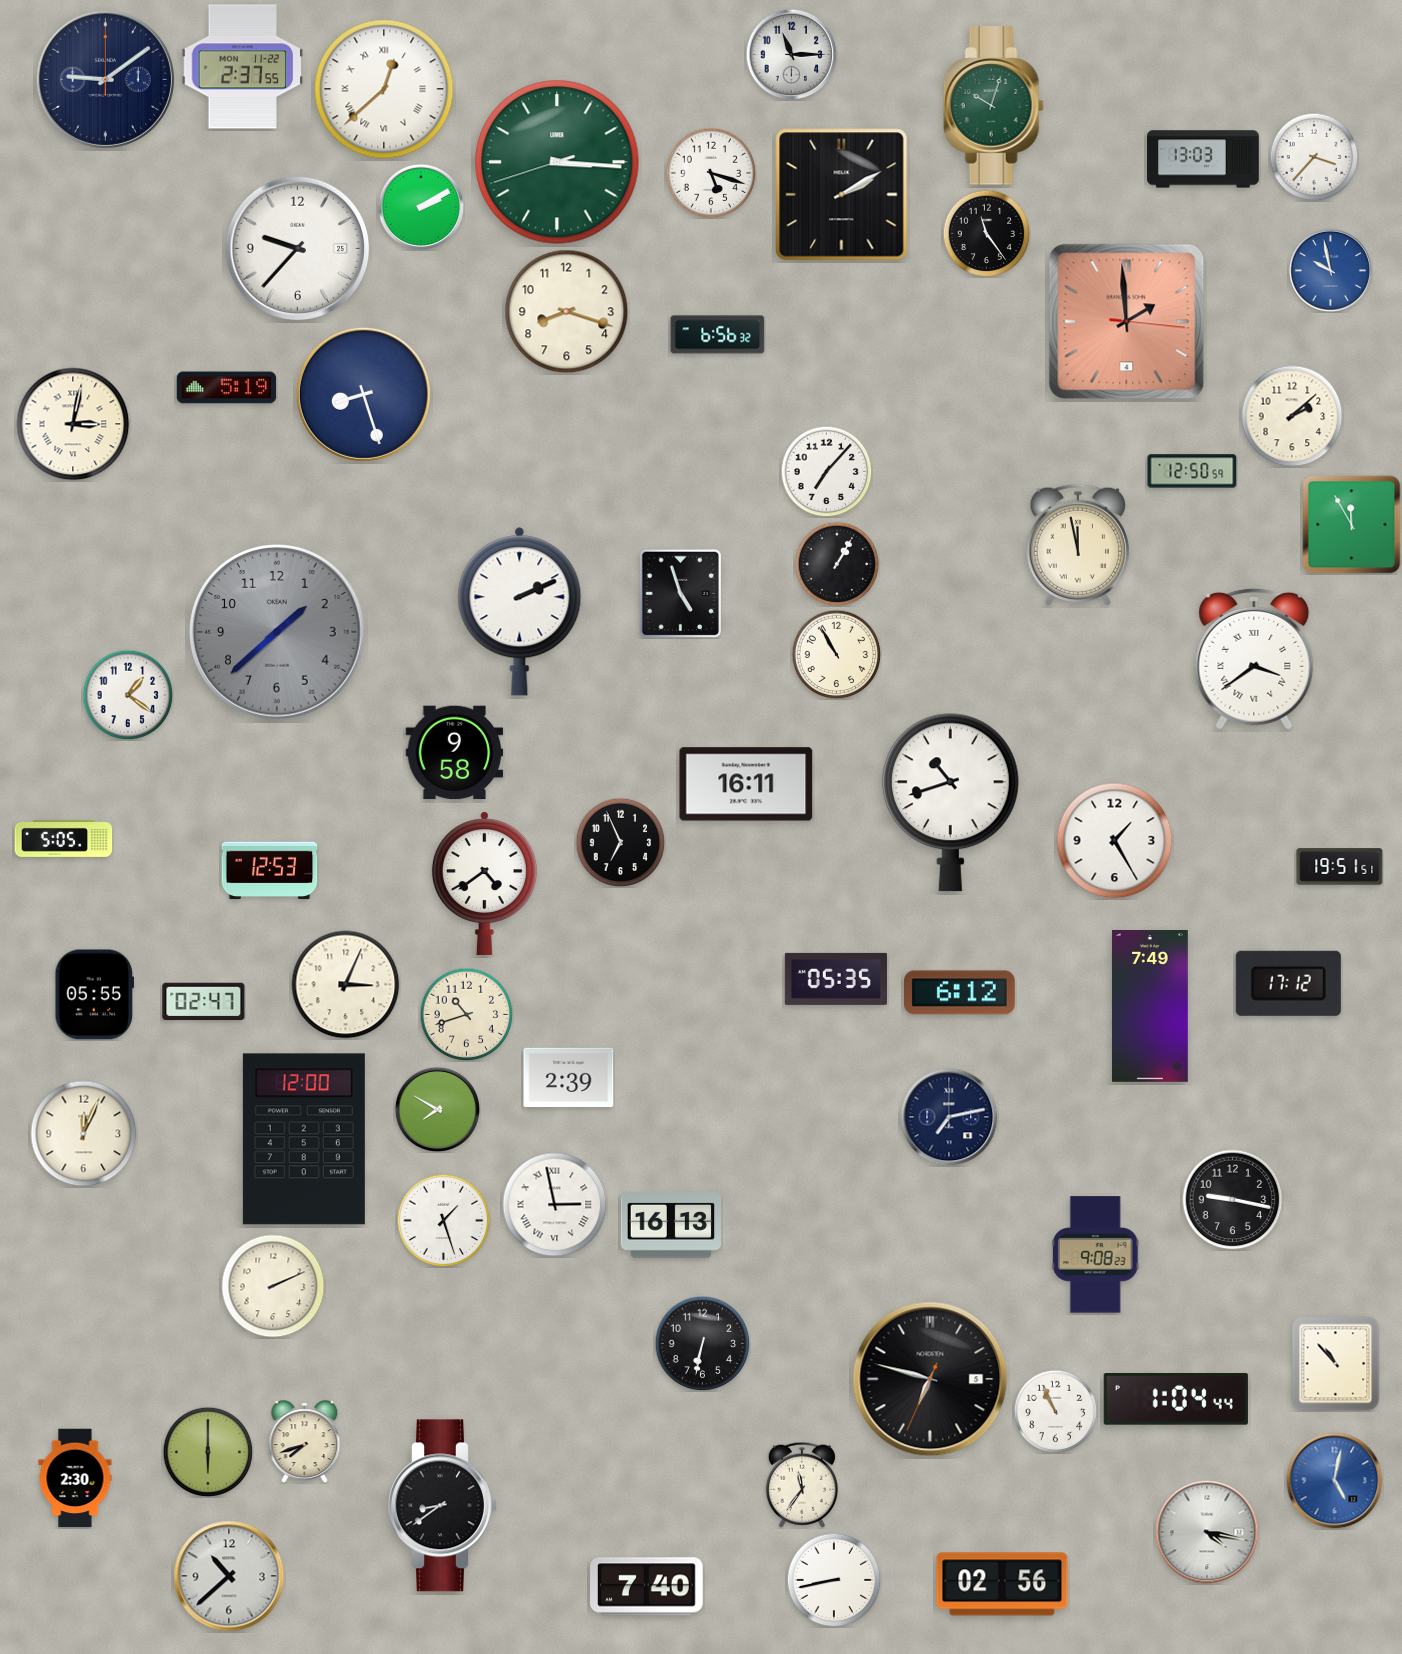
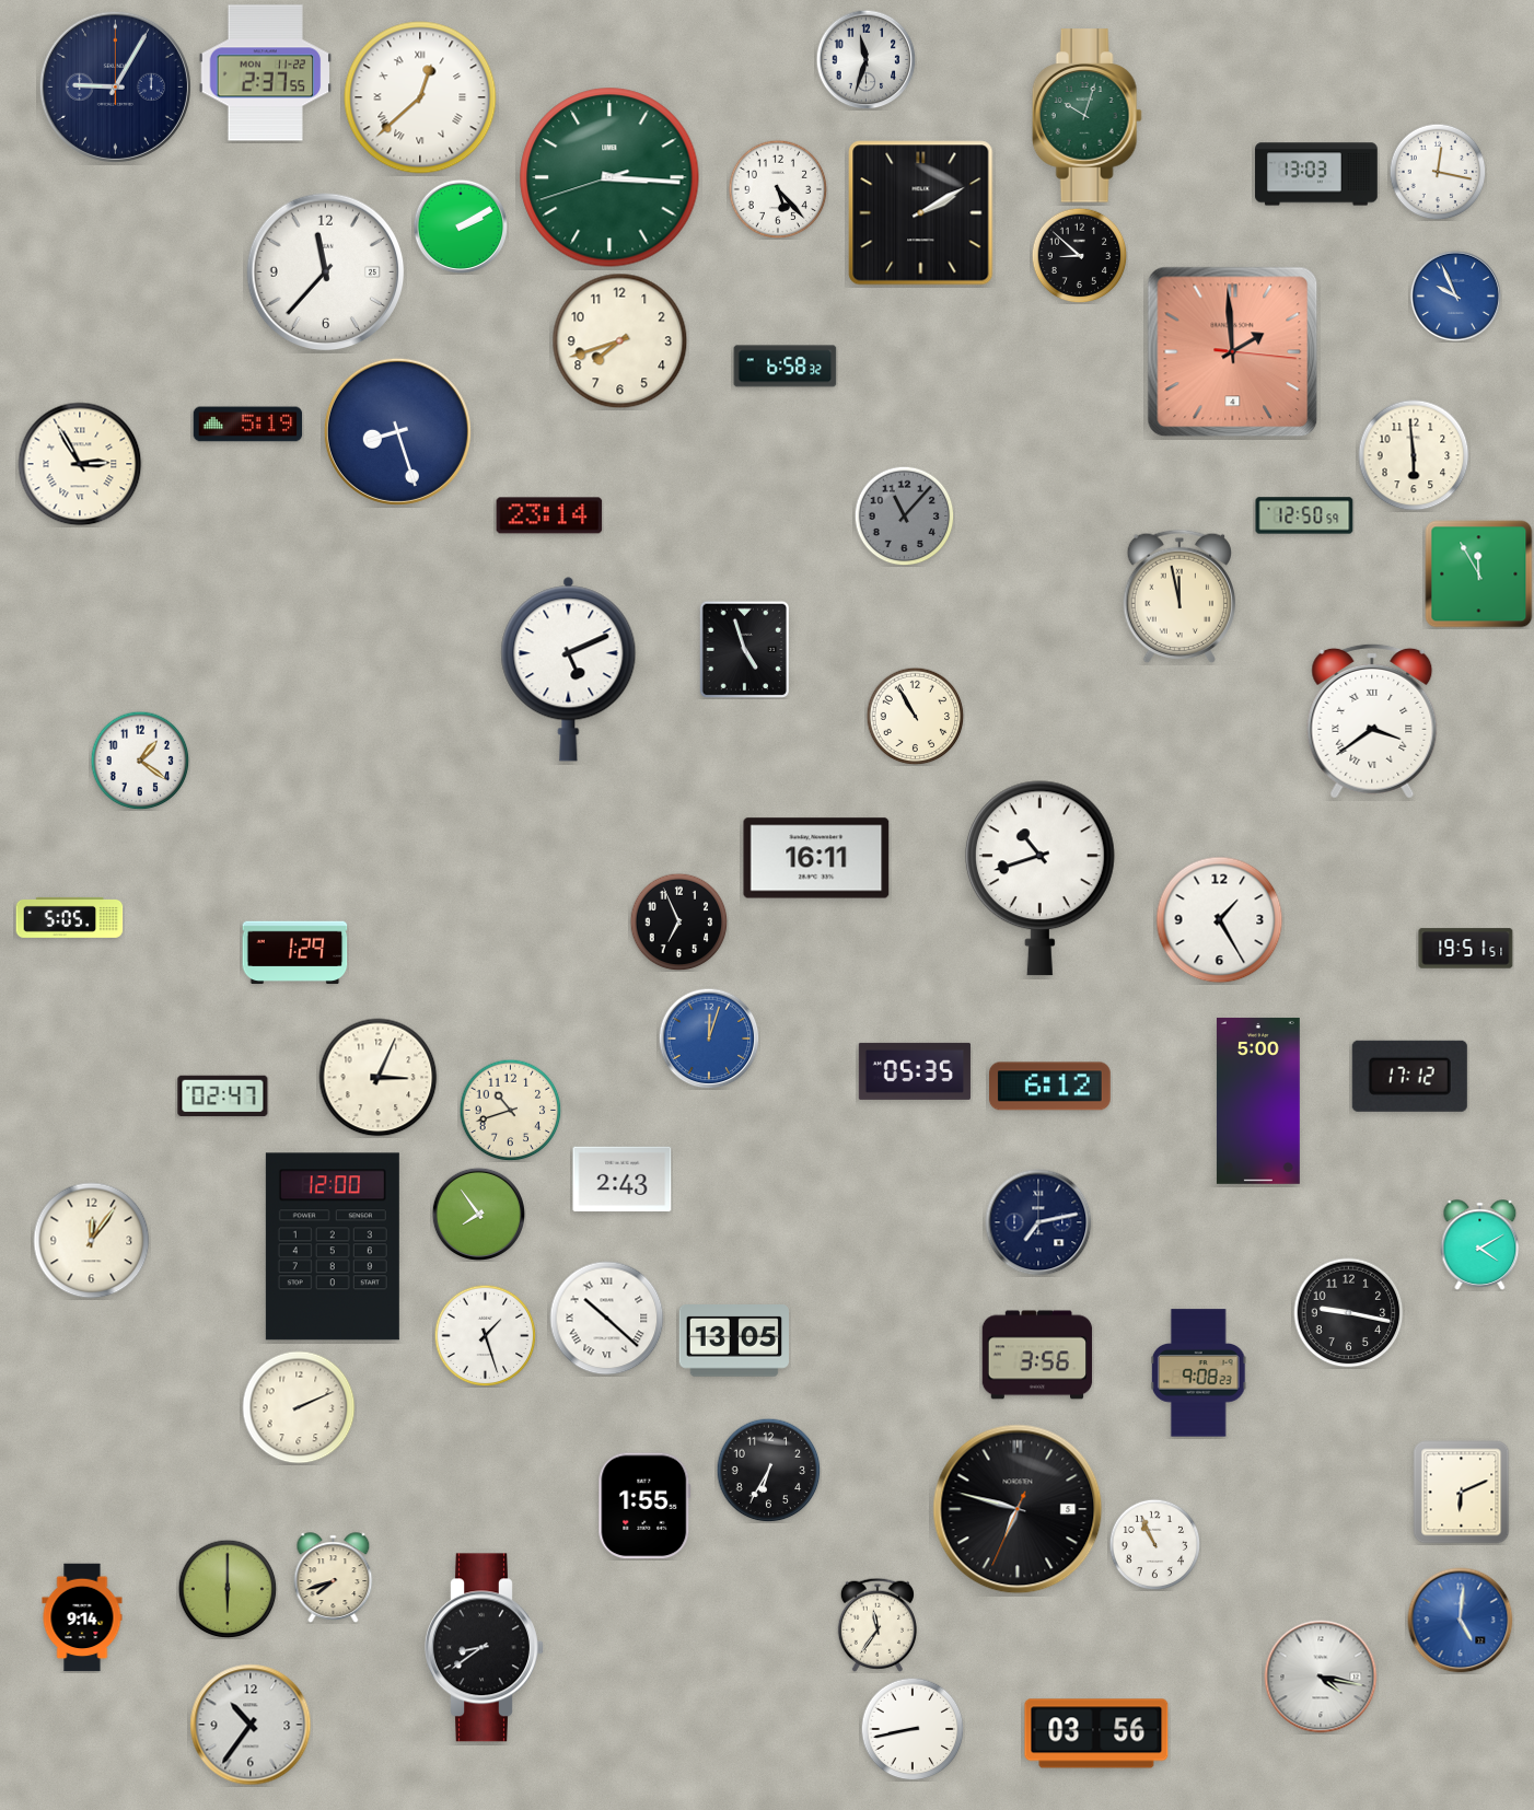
clock at (791, 54): 11:15 -> 11:33
clock at (105, 79): 9:09 -> 9:05
clock at (1314, 157): 3:37 -> 12:17
clock at (711, 173): 5:18 -> 5:23
clock at (986, 233): 11:24 -> 8:52
clock at (298, 249): 9:37 -> 11:37
clock at (1330, 270): 9:58 -> 9:56
clock at (567, 312): 8:18 -> 7:42
clock at (718, 335): 6:56 -> 6:58
clock at (1292, 416): 2:08 -> 5:59
clock at (73, 424): 3:02 -> 2:55
clock at (549, 515): none -> 23:14
clock at (826, 471): 7:07 -> 11:07
clock at (826, 471) dial: white -> grey
clock at (837, 564): 1:05 -> none
clock at (520, 611): 2:11 -> 5:11
clock at (277, 632): 1:38 -> none
clock at (455, 753): 9:58 -> none
clock at (270, 871): 12:53 -> 1:29
clock at (484, 883): 4:39 -> none
clock at (709, 1039): none -> 12:03
clock at (95, 995): 05:55 -> none
clock at (1150, 1006): 7:49 -> 5:00
clock at (569, 1078): 2:39 -> 2:43
clock at (437, 1109): 7:50 -> 7:54
clock at (84, 1134): 12:04 -> 12:06
clock at (1480, 1245): none -> 4:10
clock at (555, 1205): 2:58 -> 10:22
clock at (670, 1226): 16:13 -> 13:05
clock at (1037, 1355): none -> 3:56
clock at (702, 1343): 6:32 -> 6:35
clock at (1336, 1364): 10:53 -> 6:11
clock at (644, 1506): none -> 1:55
clock at (1176, 1400): 1:04 -> none
clock at (75, 1478): 2:30 -> 9:14
clock at (1335, 1481): 5:02 -> 5:01
clock at (229, 1576): 10:38 -> 10:36
clock at (1002, 1584): 02:56 -> 03:56
clock at (647, 1587): 7:40 -> none
